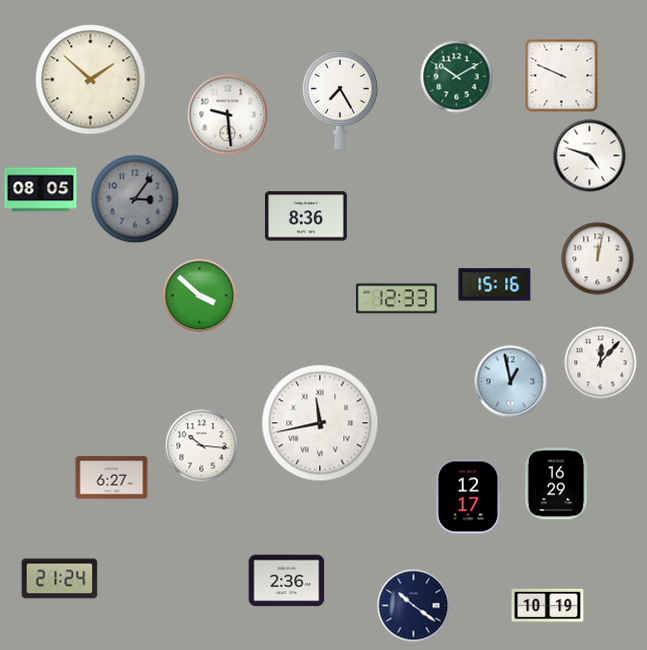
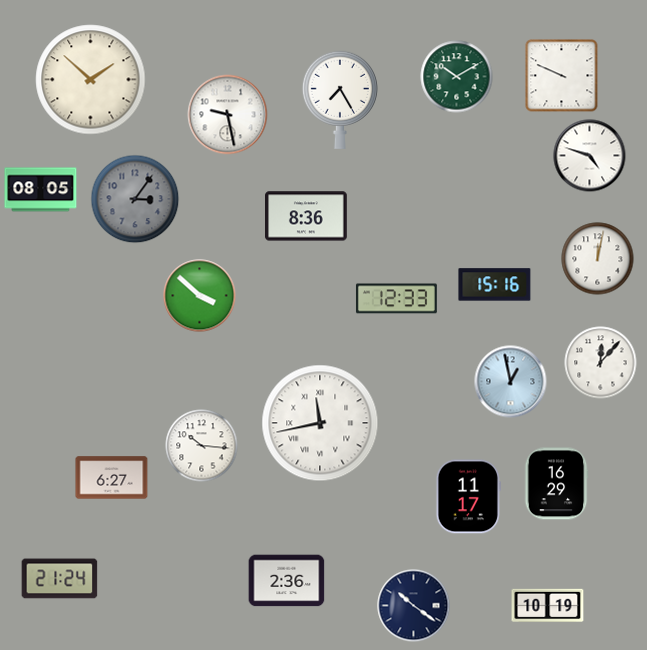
clock at (228, 115): 9:29 -> 9:28
clock at (468, 497): 12:17 -> 11:17
